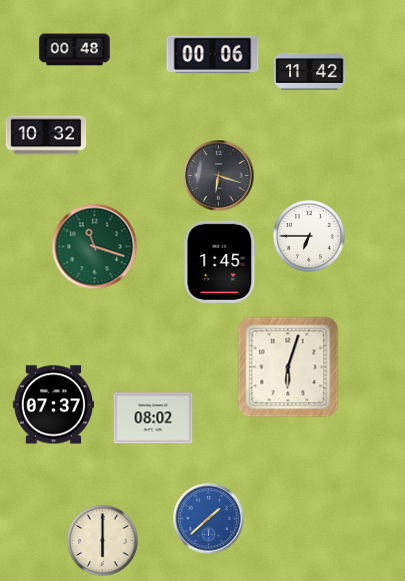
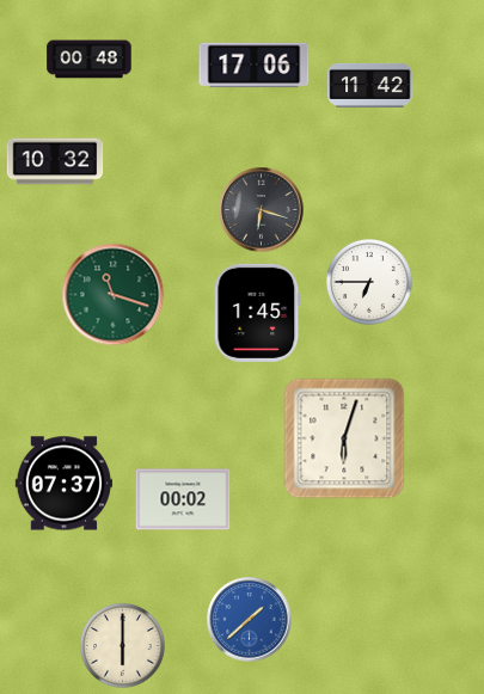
clock at (213, 55): 00:06 -> 17:06
clock at (220, 262) position: (220, 262) -> (257, 313)
clock at (153, 418): 08:02 -> 00:02
